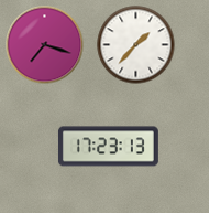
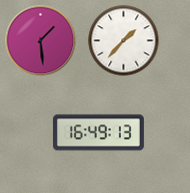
clock at (45, 45): 7:18 -> 1:29
clock at (108, 147): 17:23 -> 16:49
